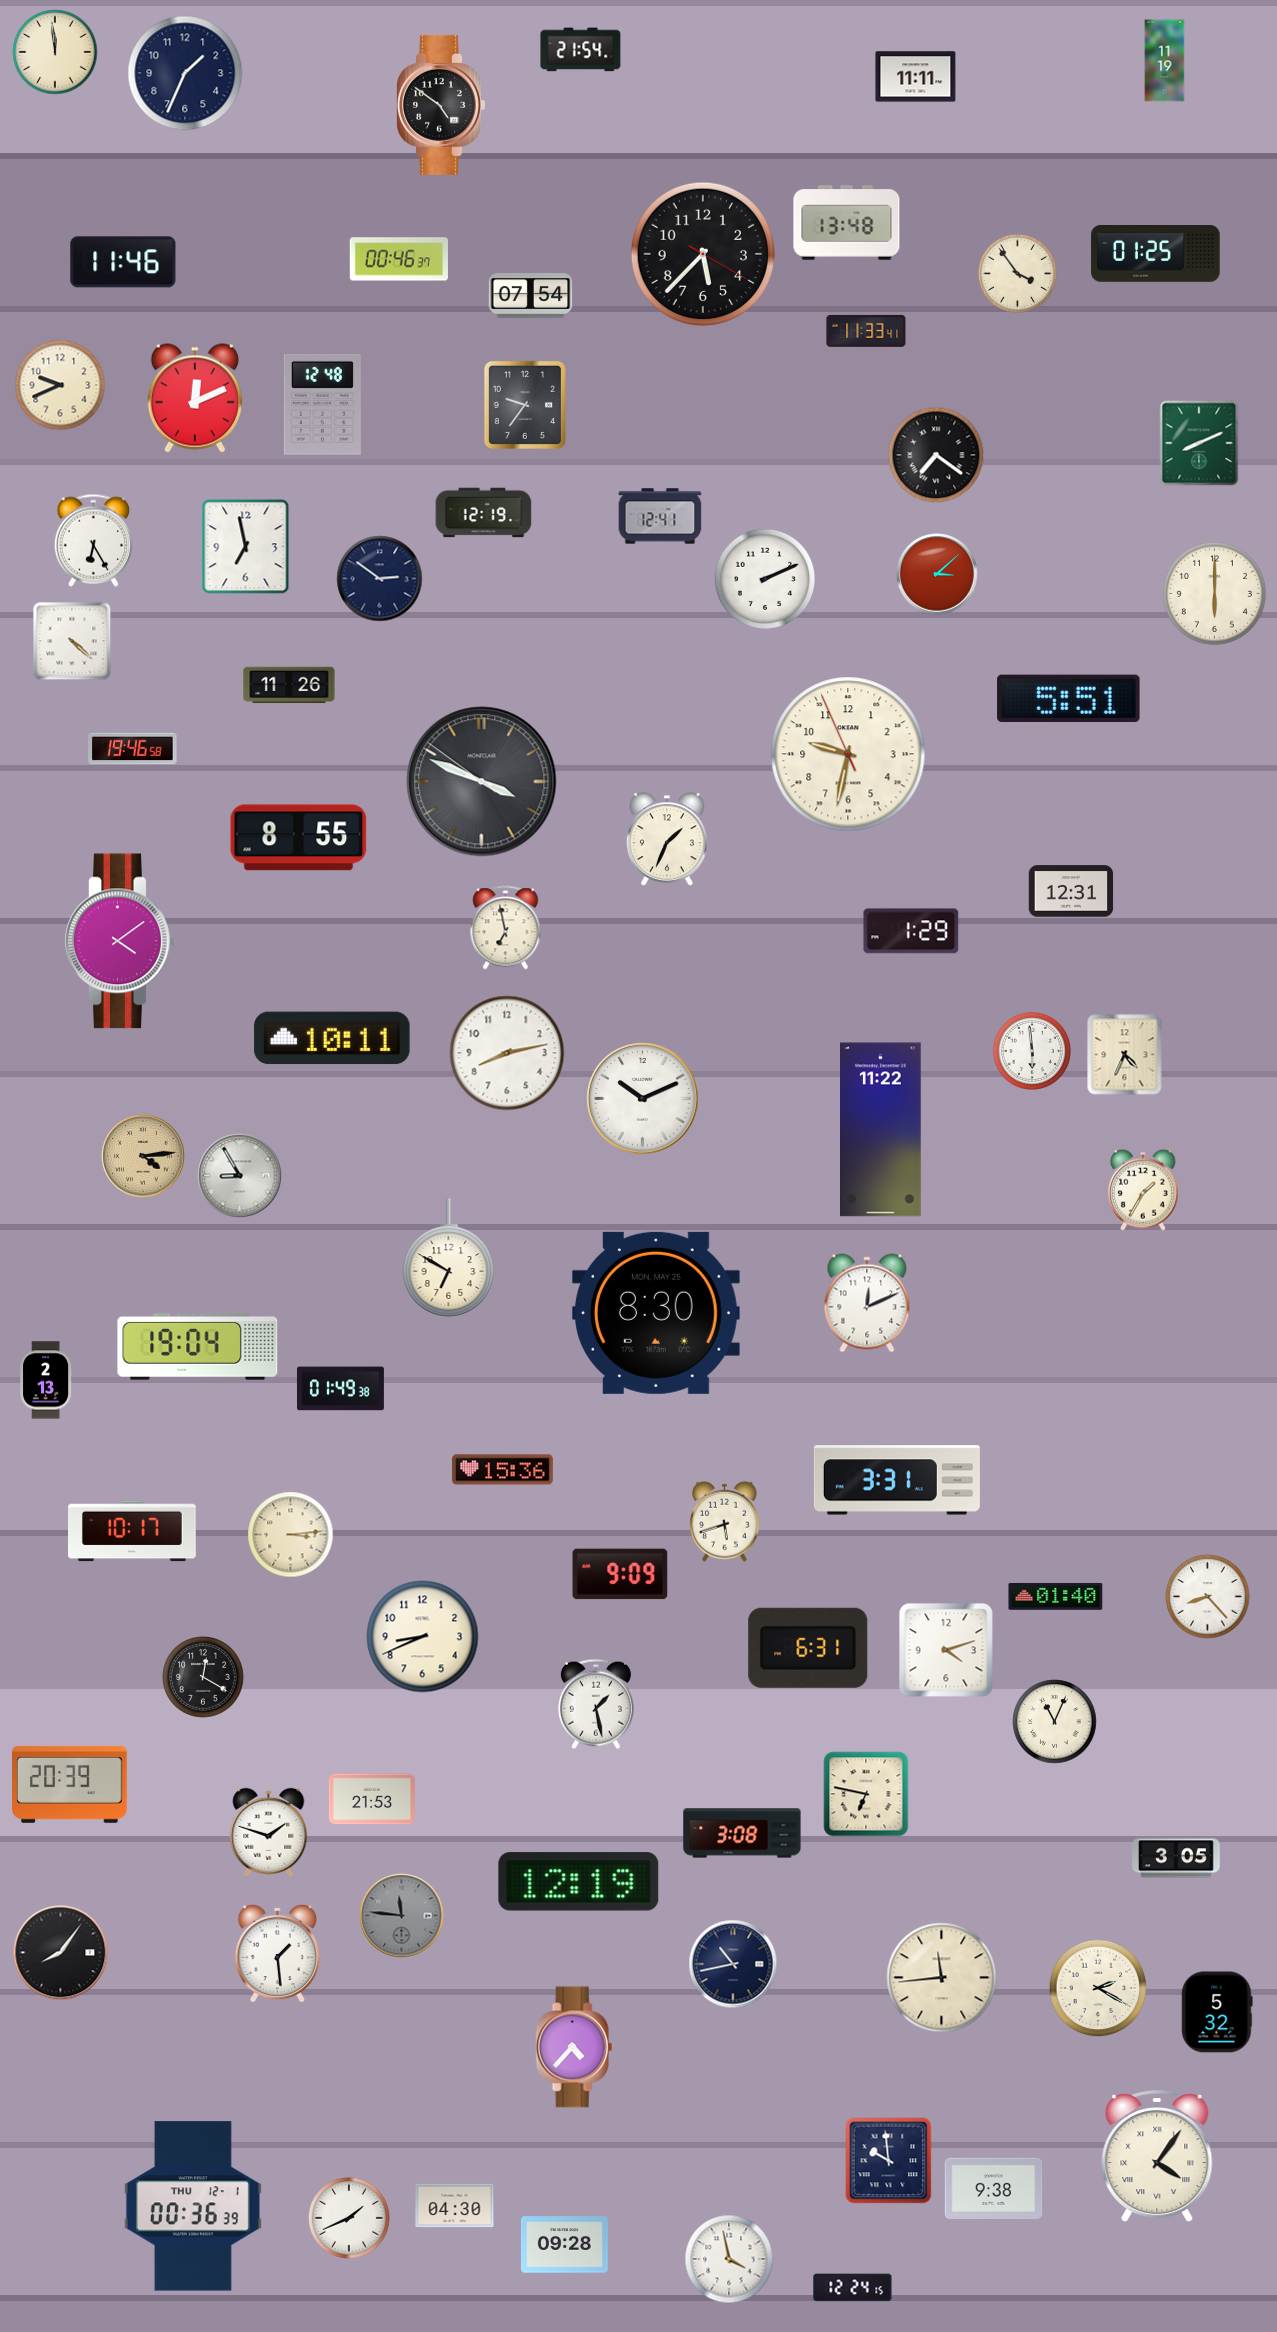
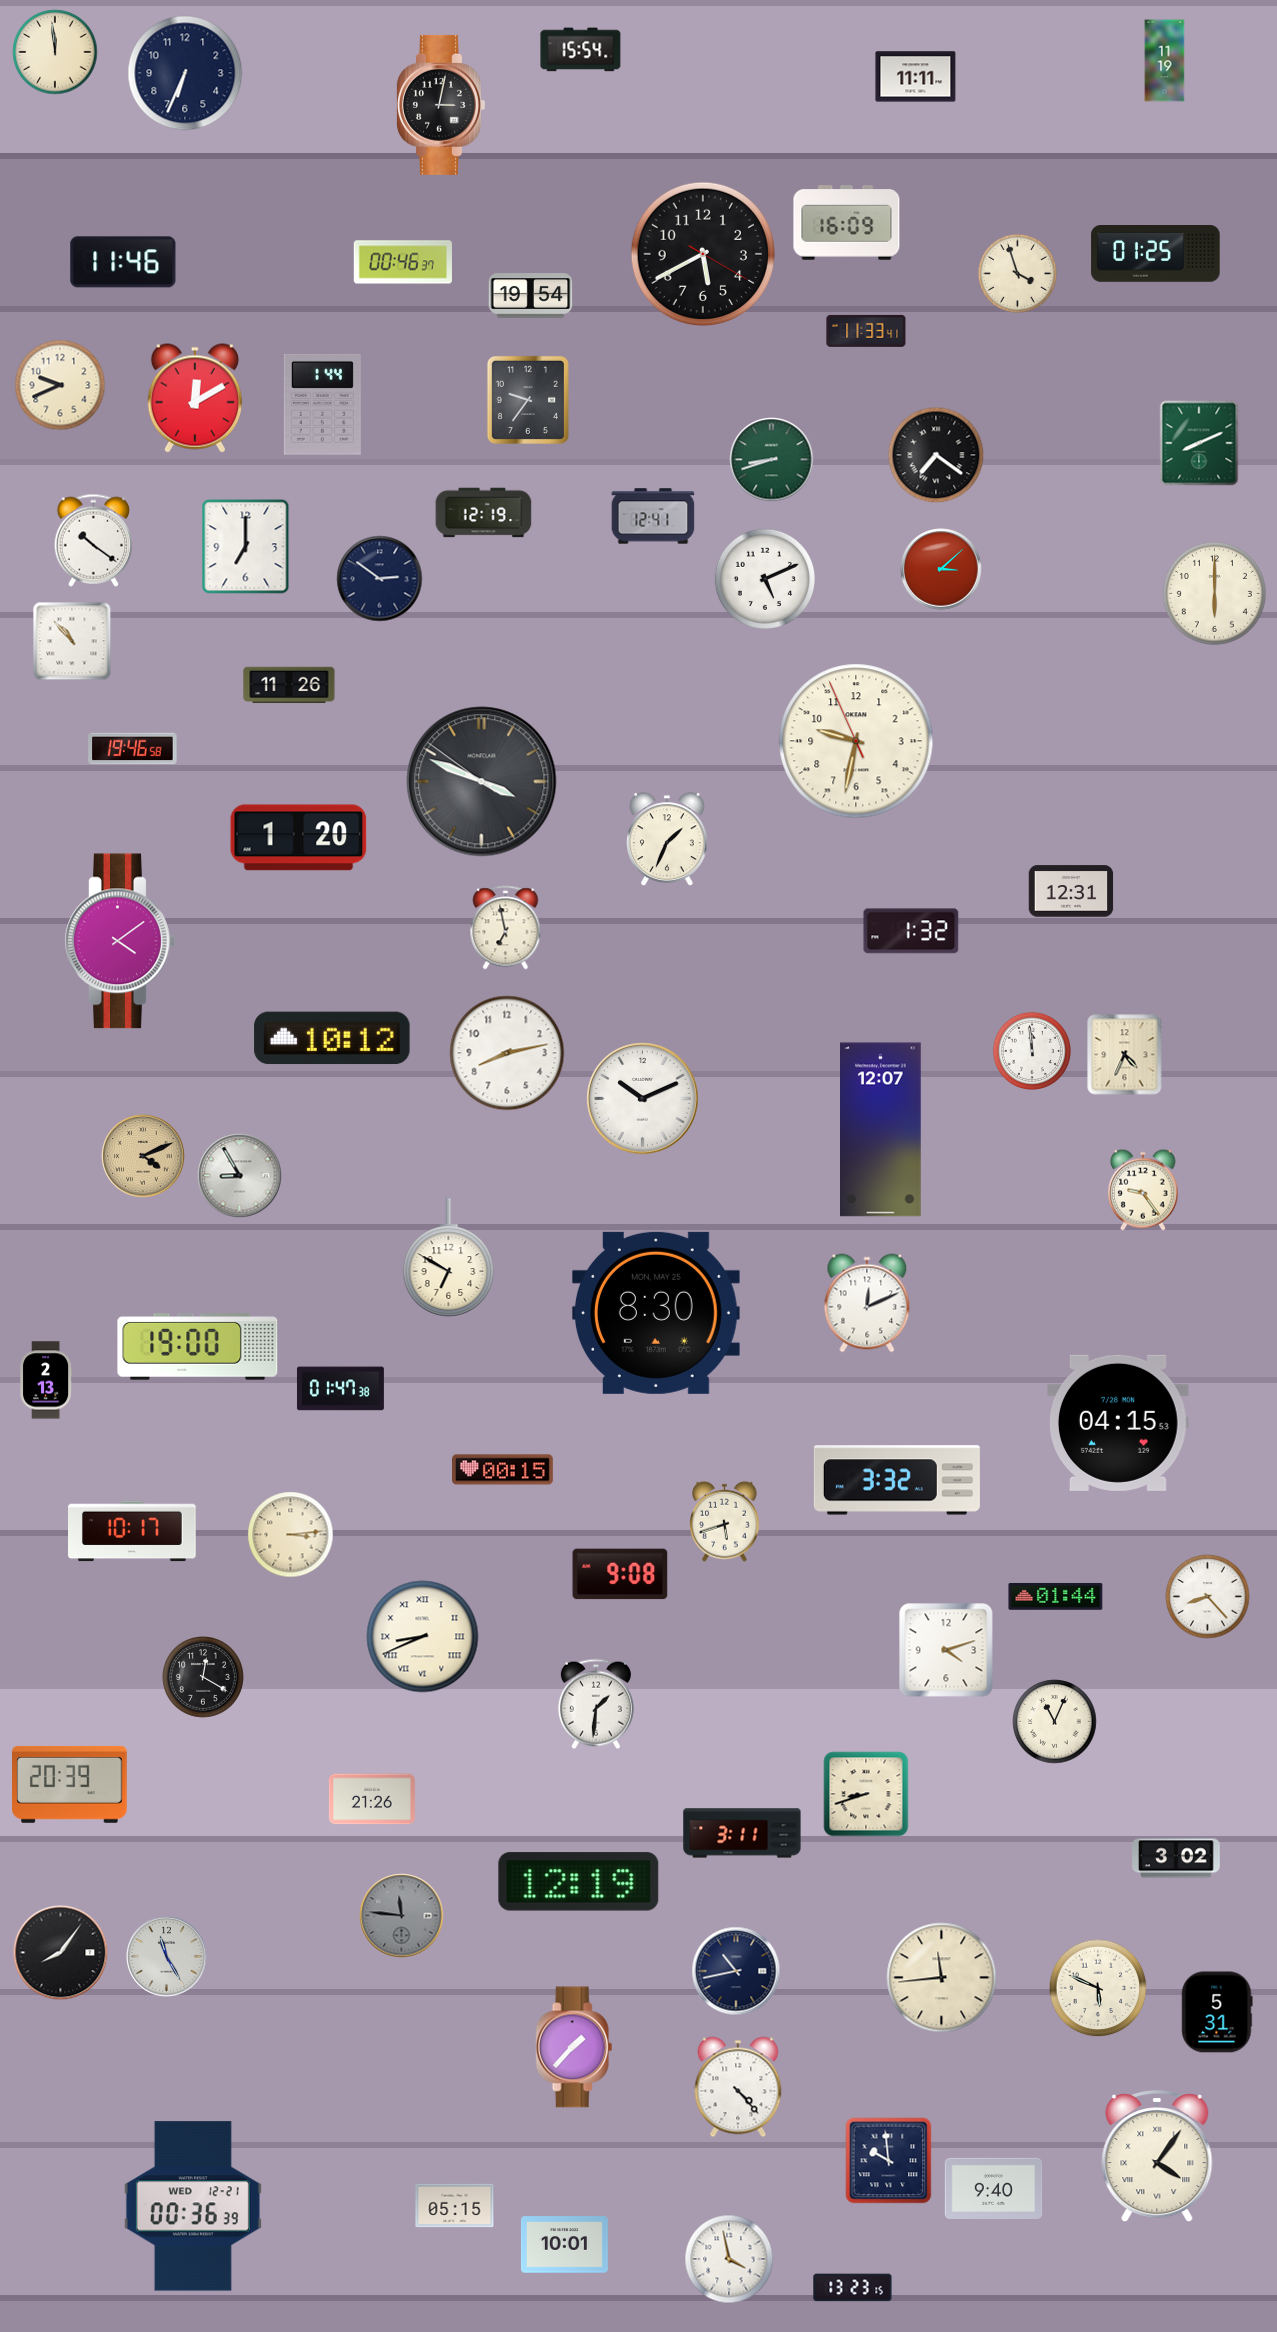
clock at (581, 50): 21:54 -> 15:54
clock at (185, 73): 1:34 -> 6:34
clock at (440, 105): 4:51 -> 3:02
clock at (847, 223): 13:48 -> 16:09
clock at (702, 253): 5:37 -> 5:40
clock at (399, 259) position: (399, 259) -> (403, 262)
clock at (1017, 273): 3:54 -> 3:57
clock at (531, 296): 07:54 -> 19:54
clock at (195, 398): 12:11 -> 12:10
clock at (322, 404): 12:48 -> 1:44
clock at (525, 405) position: (525, 405) -> (528, 400)
clock at (772, 460): none -> 8:42
clock at (660, 516) position: (660, 516) -> (653, 516)
clock at (93, 540): 6:25 -> 10:21
clock at (246, 547): 6:58 -> 7:00
clock at (937, 574) position: (937, 574) -> (941, 569)
clock at (765, 579): 2:11 -> 5:11
clock at (72, 641): 4:22 -> 10:53
clock at (1069, 698): 5:51 -> none
clock at (848, 754) position: (848, 754) -> (856, 741)
clock at (299, 838): 8:55 -> 1:20
clock at (911, 931): 1:29 -> 1:32
clock at (332, 1038): 10:11 -> 10:12
clock at (1031, 1050): 5:59 -> 11:59
clock at (881, 1130): 11:22 -> 12:07
clock at (143, 1156): 4:14 -> 4:11
clock at (1143, 1190): 1:35 -> 9:24
clock at (198, 1347): 19:04 -> 19:00
clock at (340, 1389): 01:49 -> 01:47
clock at (1119, 1423): none -> 04:15
clock at (503, 1470): 15:36 -> 00:15
clock at (897, 1480): 3:31 -> 3:32
clock at (620, 1574): 9:09 -> 9:08
clock at (1056, 1597): 01:40 -> 01:44
clock at (423, 1637) numerals: Arabic -> Roman
clock at (808, 1648): 6:31 -> none
clock at (596, 1704): 1:28 -> 1:31
clock at (866, 1794): 6:47 -> 8:42
clock at (372, 1799): 21:53 -> 21:26
clock at (269, 1832): 1:48 -> none
clock at (742, 1833): 3:08 -> 3:11
clock at (1176, 1858): 3:05 -> 3:02
clock at (278, 1953): 1:29 -> none
clock at (167, 1957): none -> 11:25
clock at (733, 1964) position: (733, 1964) -> (736, 1971)
clock at (1098, 1988): 2:20 -> 5:49
clock at (1217, 2012): 5:32 -> 5:31
clock at (574, 2047): 4:37 -> 1:37
clock at (738, 2087): none -> 4:23
clock at (994, 2188): 9:38 -> 9:40
clock at (193, 2206) date: THU 12-1 -> WED 12-21
clock at (455, 2206): 04:30 -> 05:15
clock at (350, 2219): 1:41 -> none
clock at (564, 2245): 09:28 -> 10:01
clock at (853, 2288): 12:24 -> 13:23
